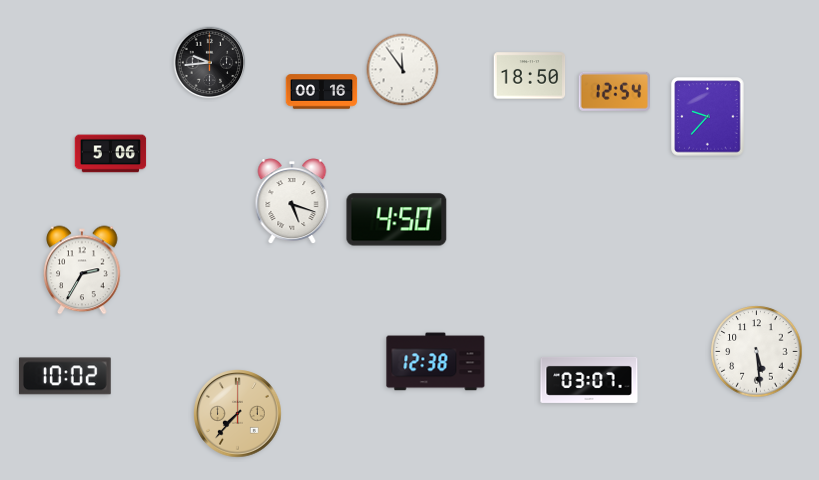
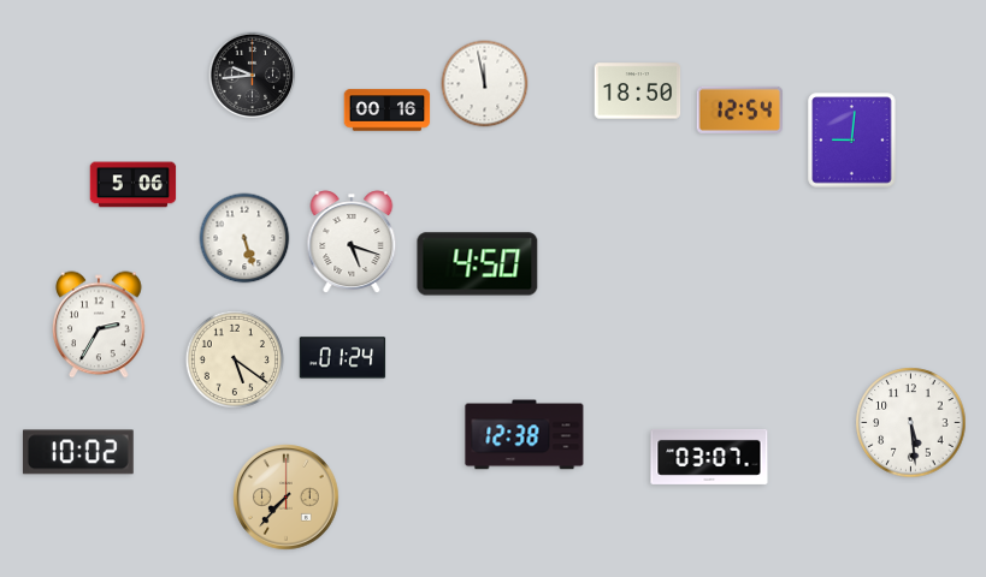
clock at (403, 70): 11:54 -> 11:58
clock at (708, 117): 9:37 -> 9:01
clock at (244, 238): none -> 5:27
clock at (343, 358): none -> 01:24
clock at (235, 359): none -> 5:21
